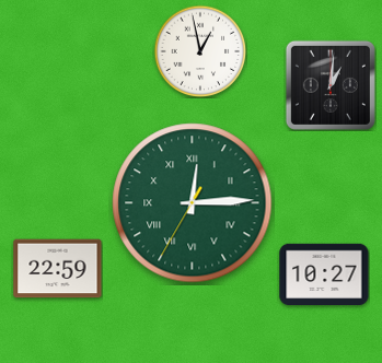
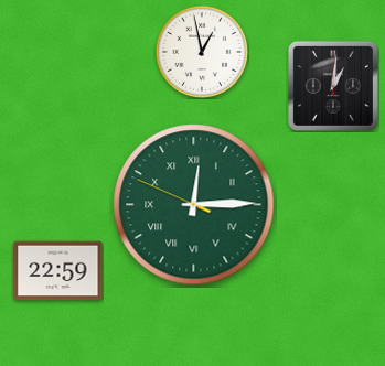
clock at (193, 203): 12:14:35 -> 12:14:49
clock at (324, 273): 10:27 -> none
